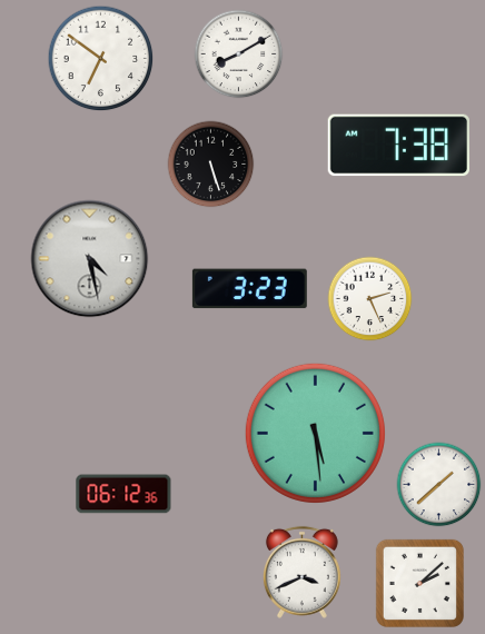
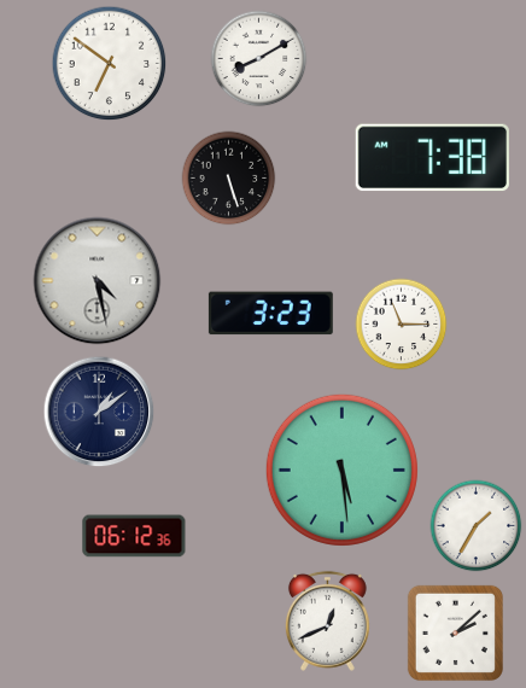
clock at (370, 299): 2:26 -> 11:15
clock at (99, 412): none -> 1:09
clock at (439, 485): 1:38 -> 1:35
clock at (301, 572): 3:41 -> 12:41
